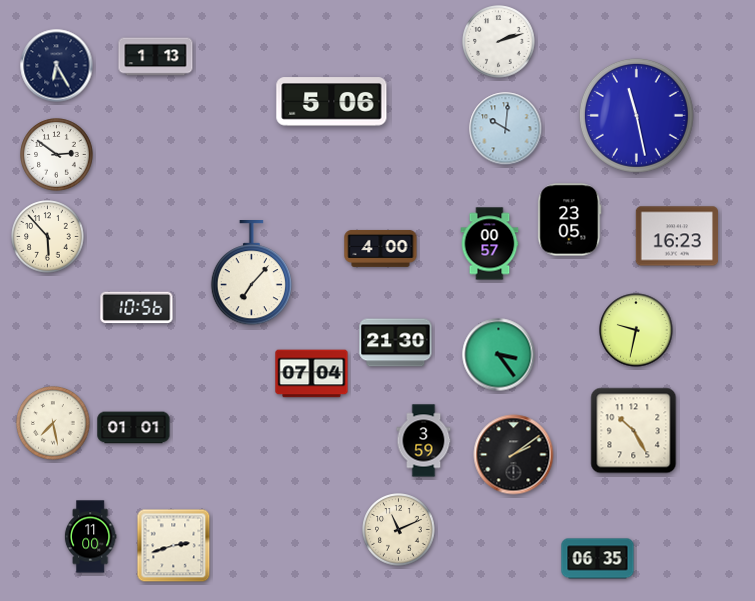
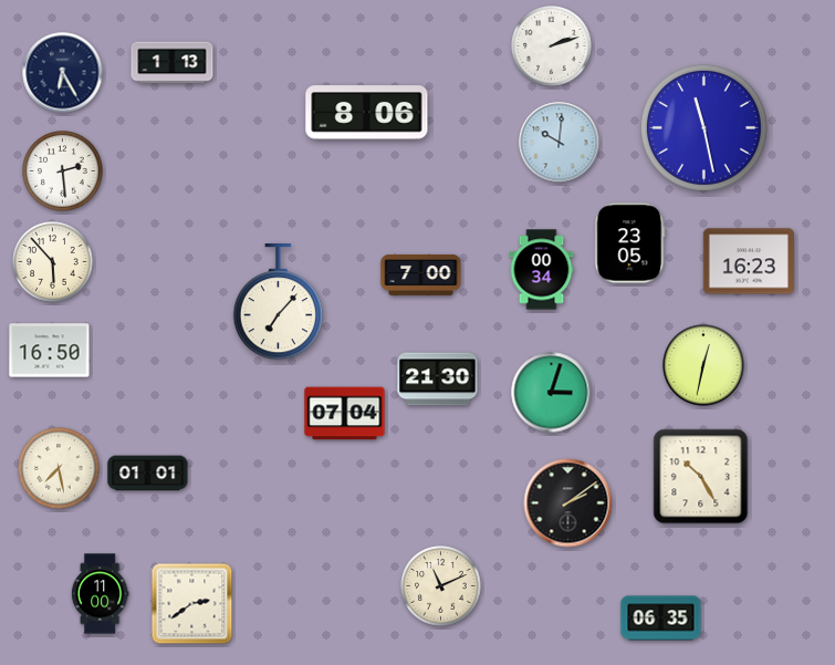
clock at (332, 102): 5:06 -> 8:06
clock at (57, 155): 2:51 -> 2:29
clock at (490, 244): 00:57 -> 00:34
clock at (381, 248): 4:00 -> 7:00
clock at (137, 308): 10:56 -> none
clock at (50, 351): none -> 16:50
clock at (636, 330): 9:32 -> 12:32
clock at (499, 355): 3:24 -> 3:03
clock at (424, 441): 3:59 -> none
clock at (174, 546): 2:42 -> 2:39
